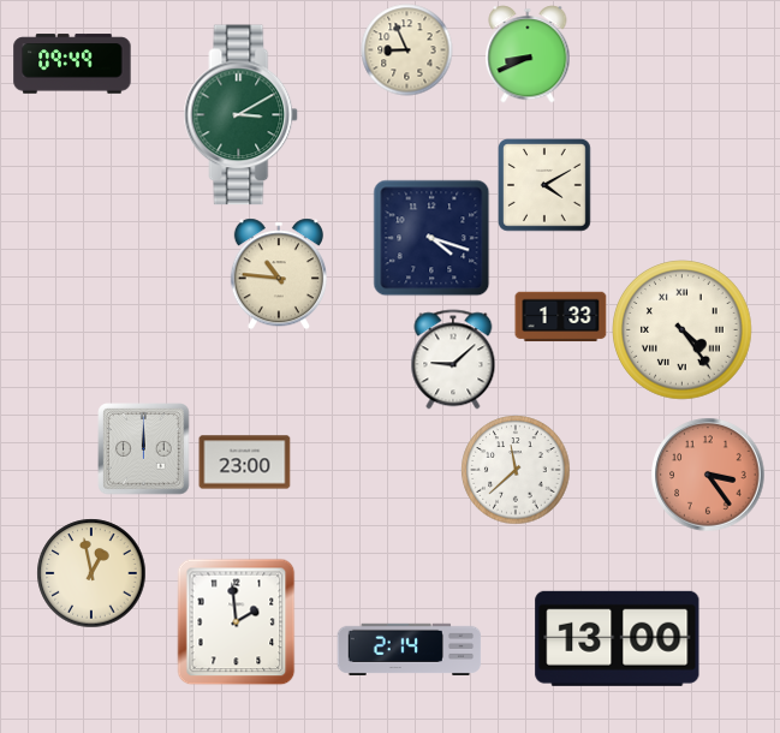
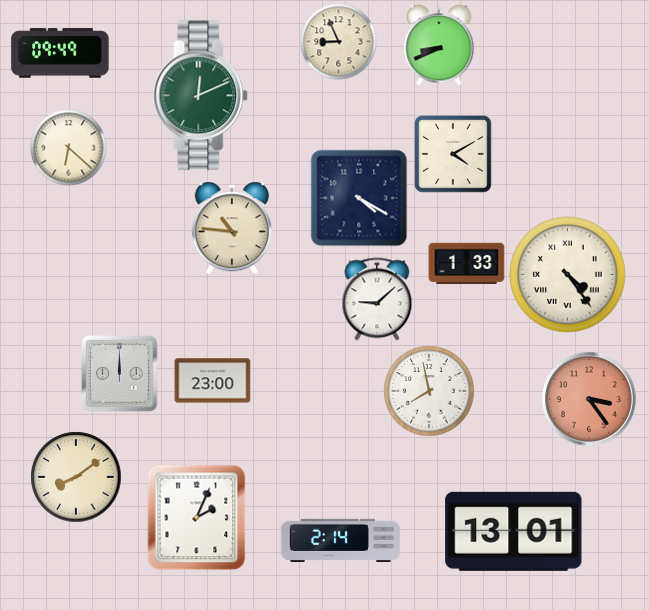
clock at (242, 115): 3:10 -> 12:11
clock at (69, 148): none -> 6:22
clock at (431, 238): 4:18 -> 4:20
clock at (245, 463) position: (245, 463) -> (213, 381)
clock at (516, 470): 11:38 -> 7:58
clock at (708, 475) position: (708, 475) -> (589, 399)
clock at (91, 573): 12:58 -> 8:09
clock at (237, 622): 1:59 -> 2:04
clock at (618, 638): 13:00 -> 13:01
